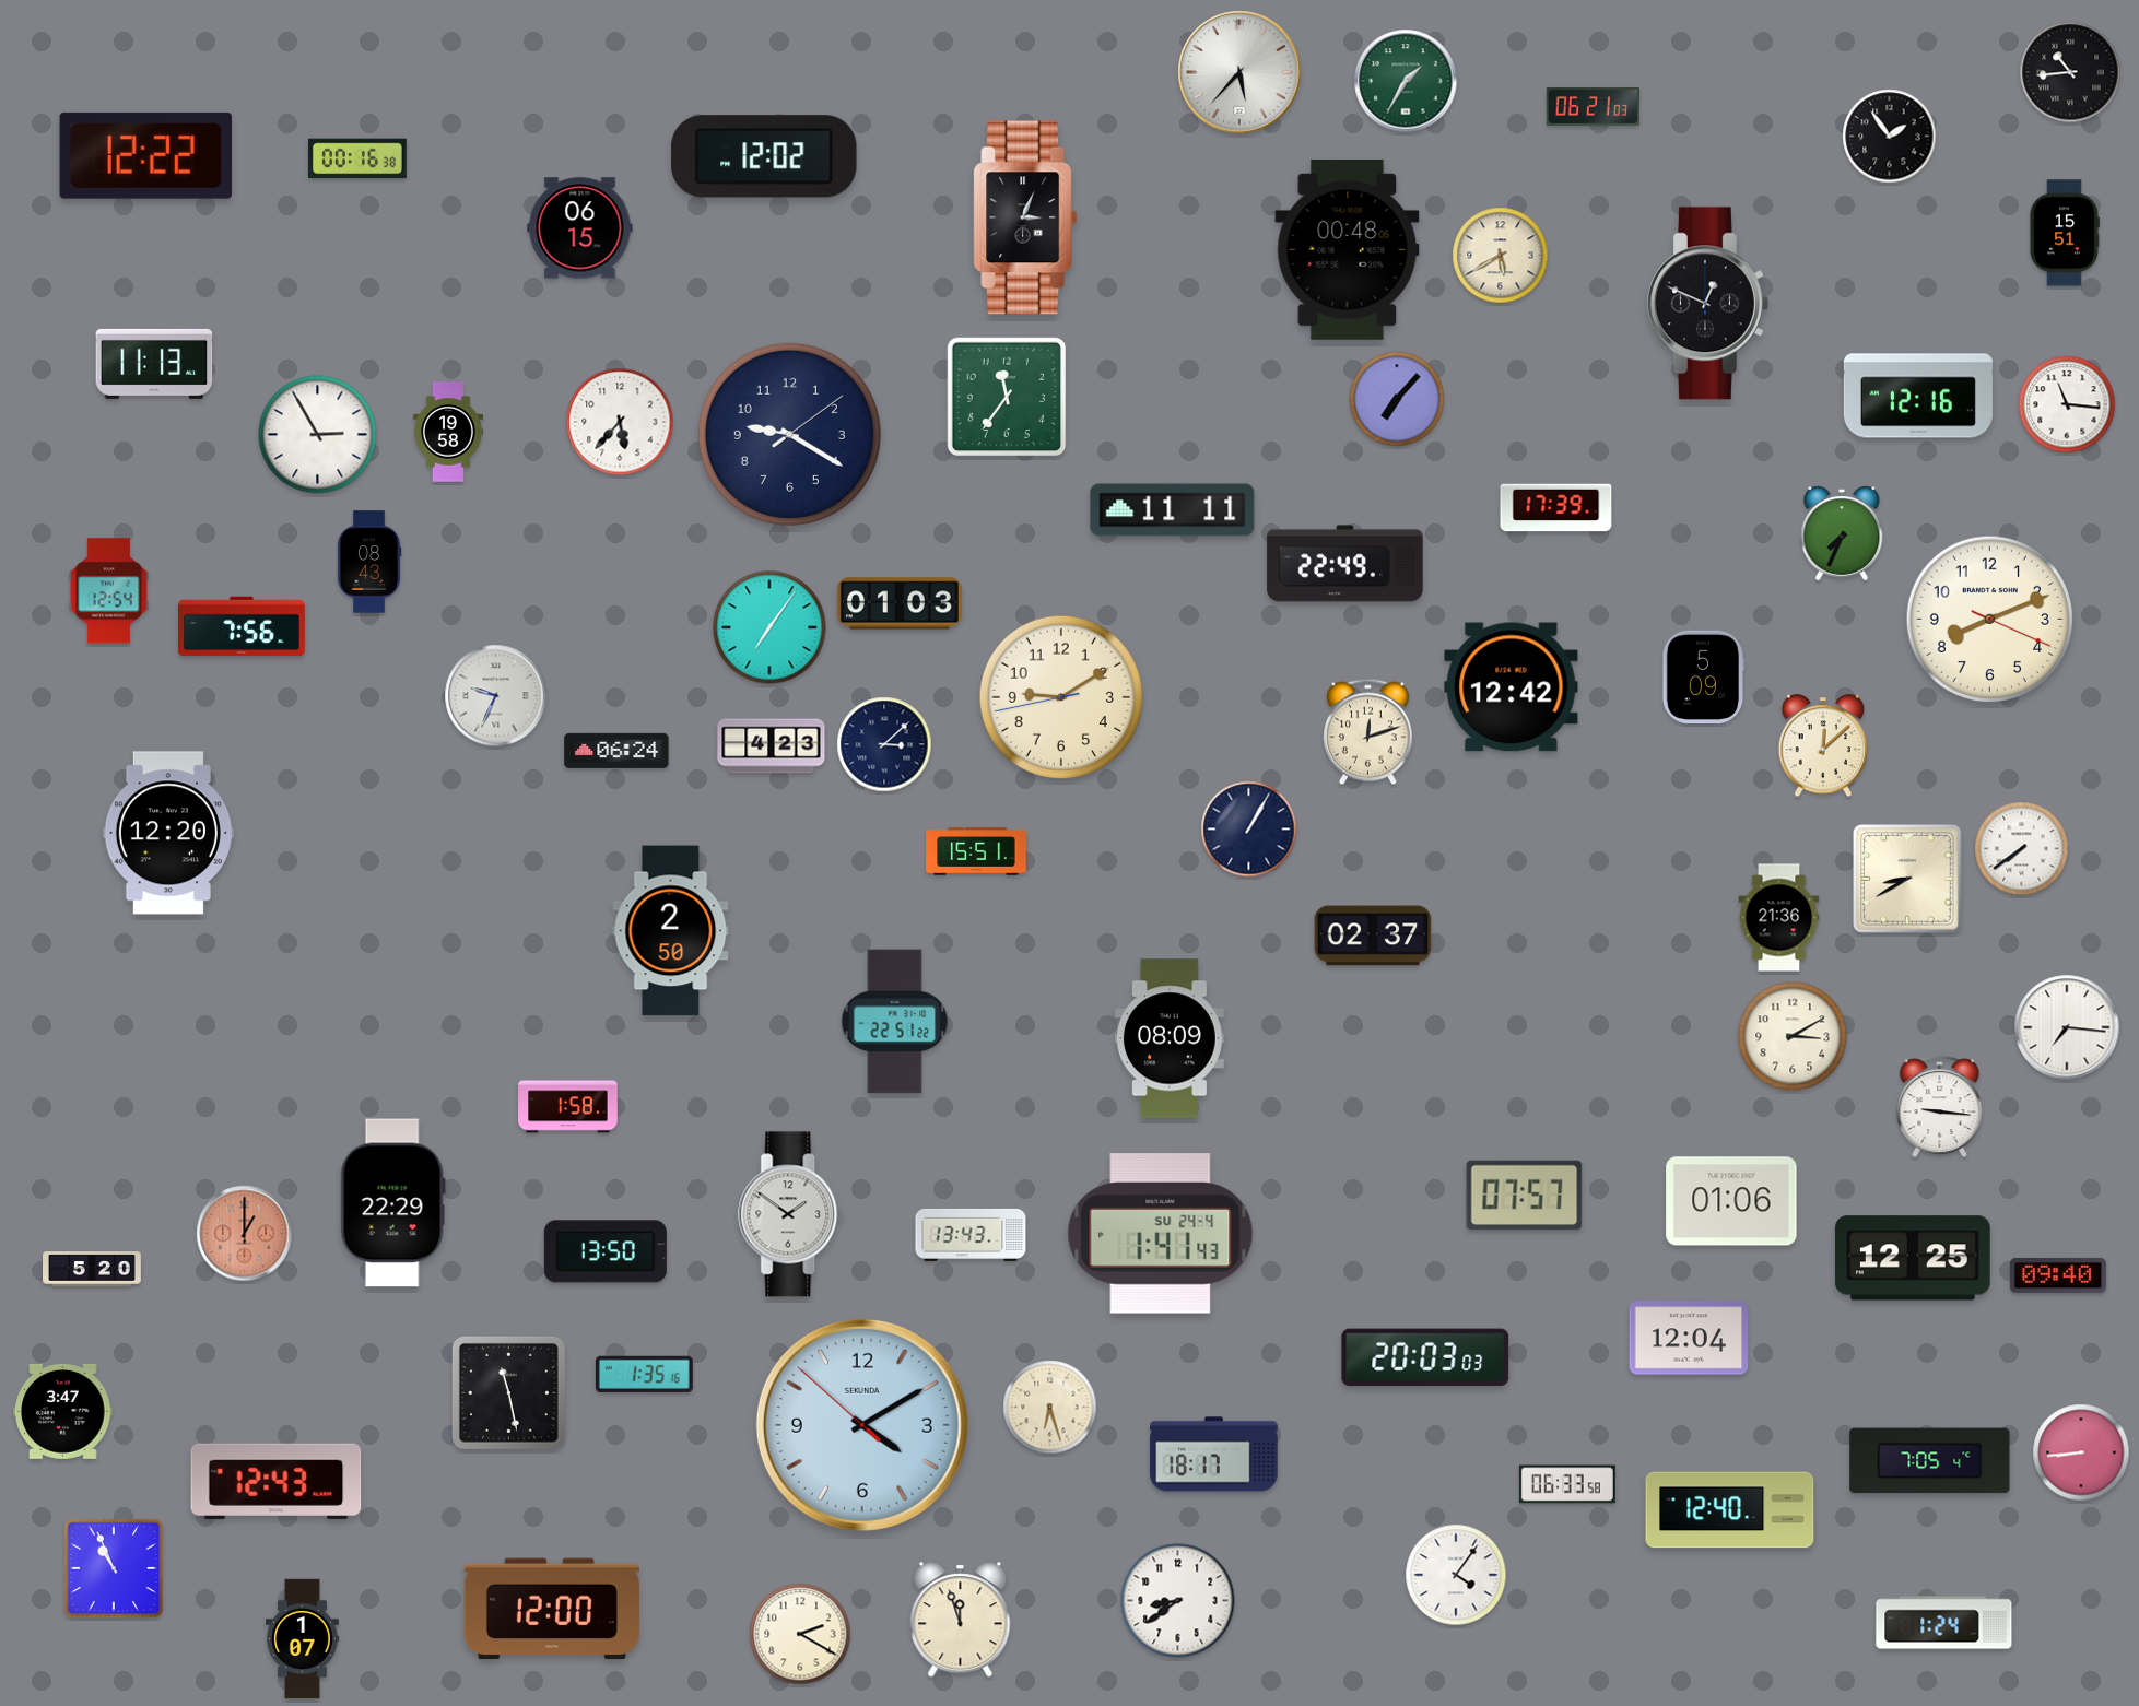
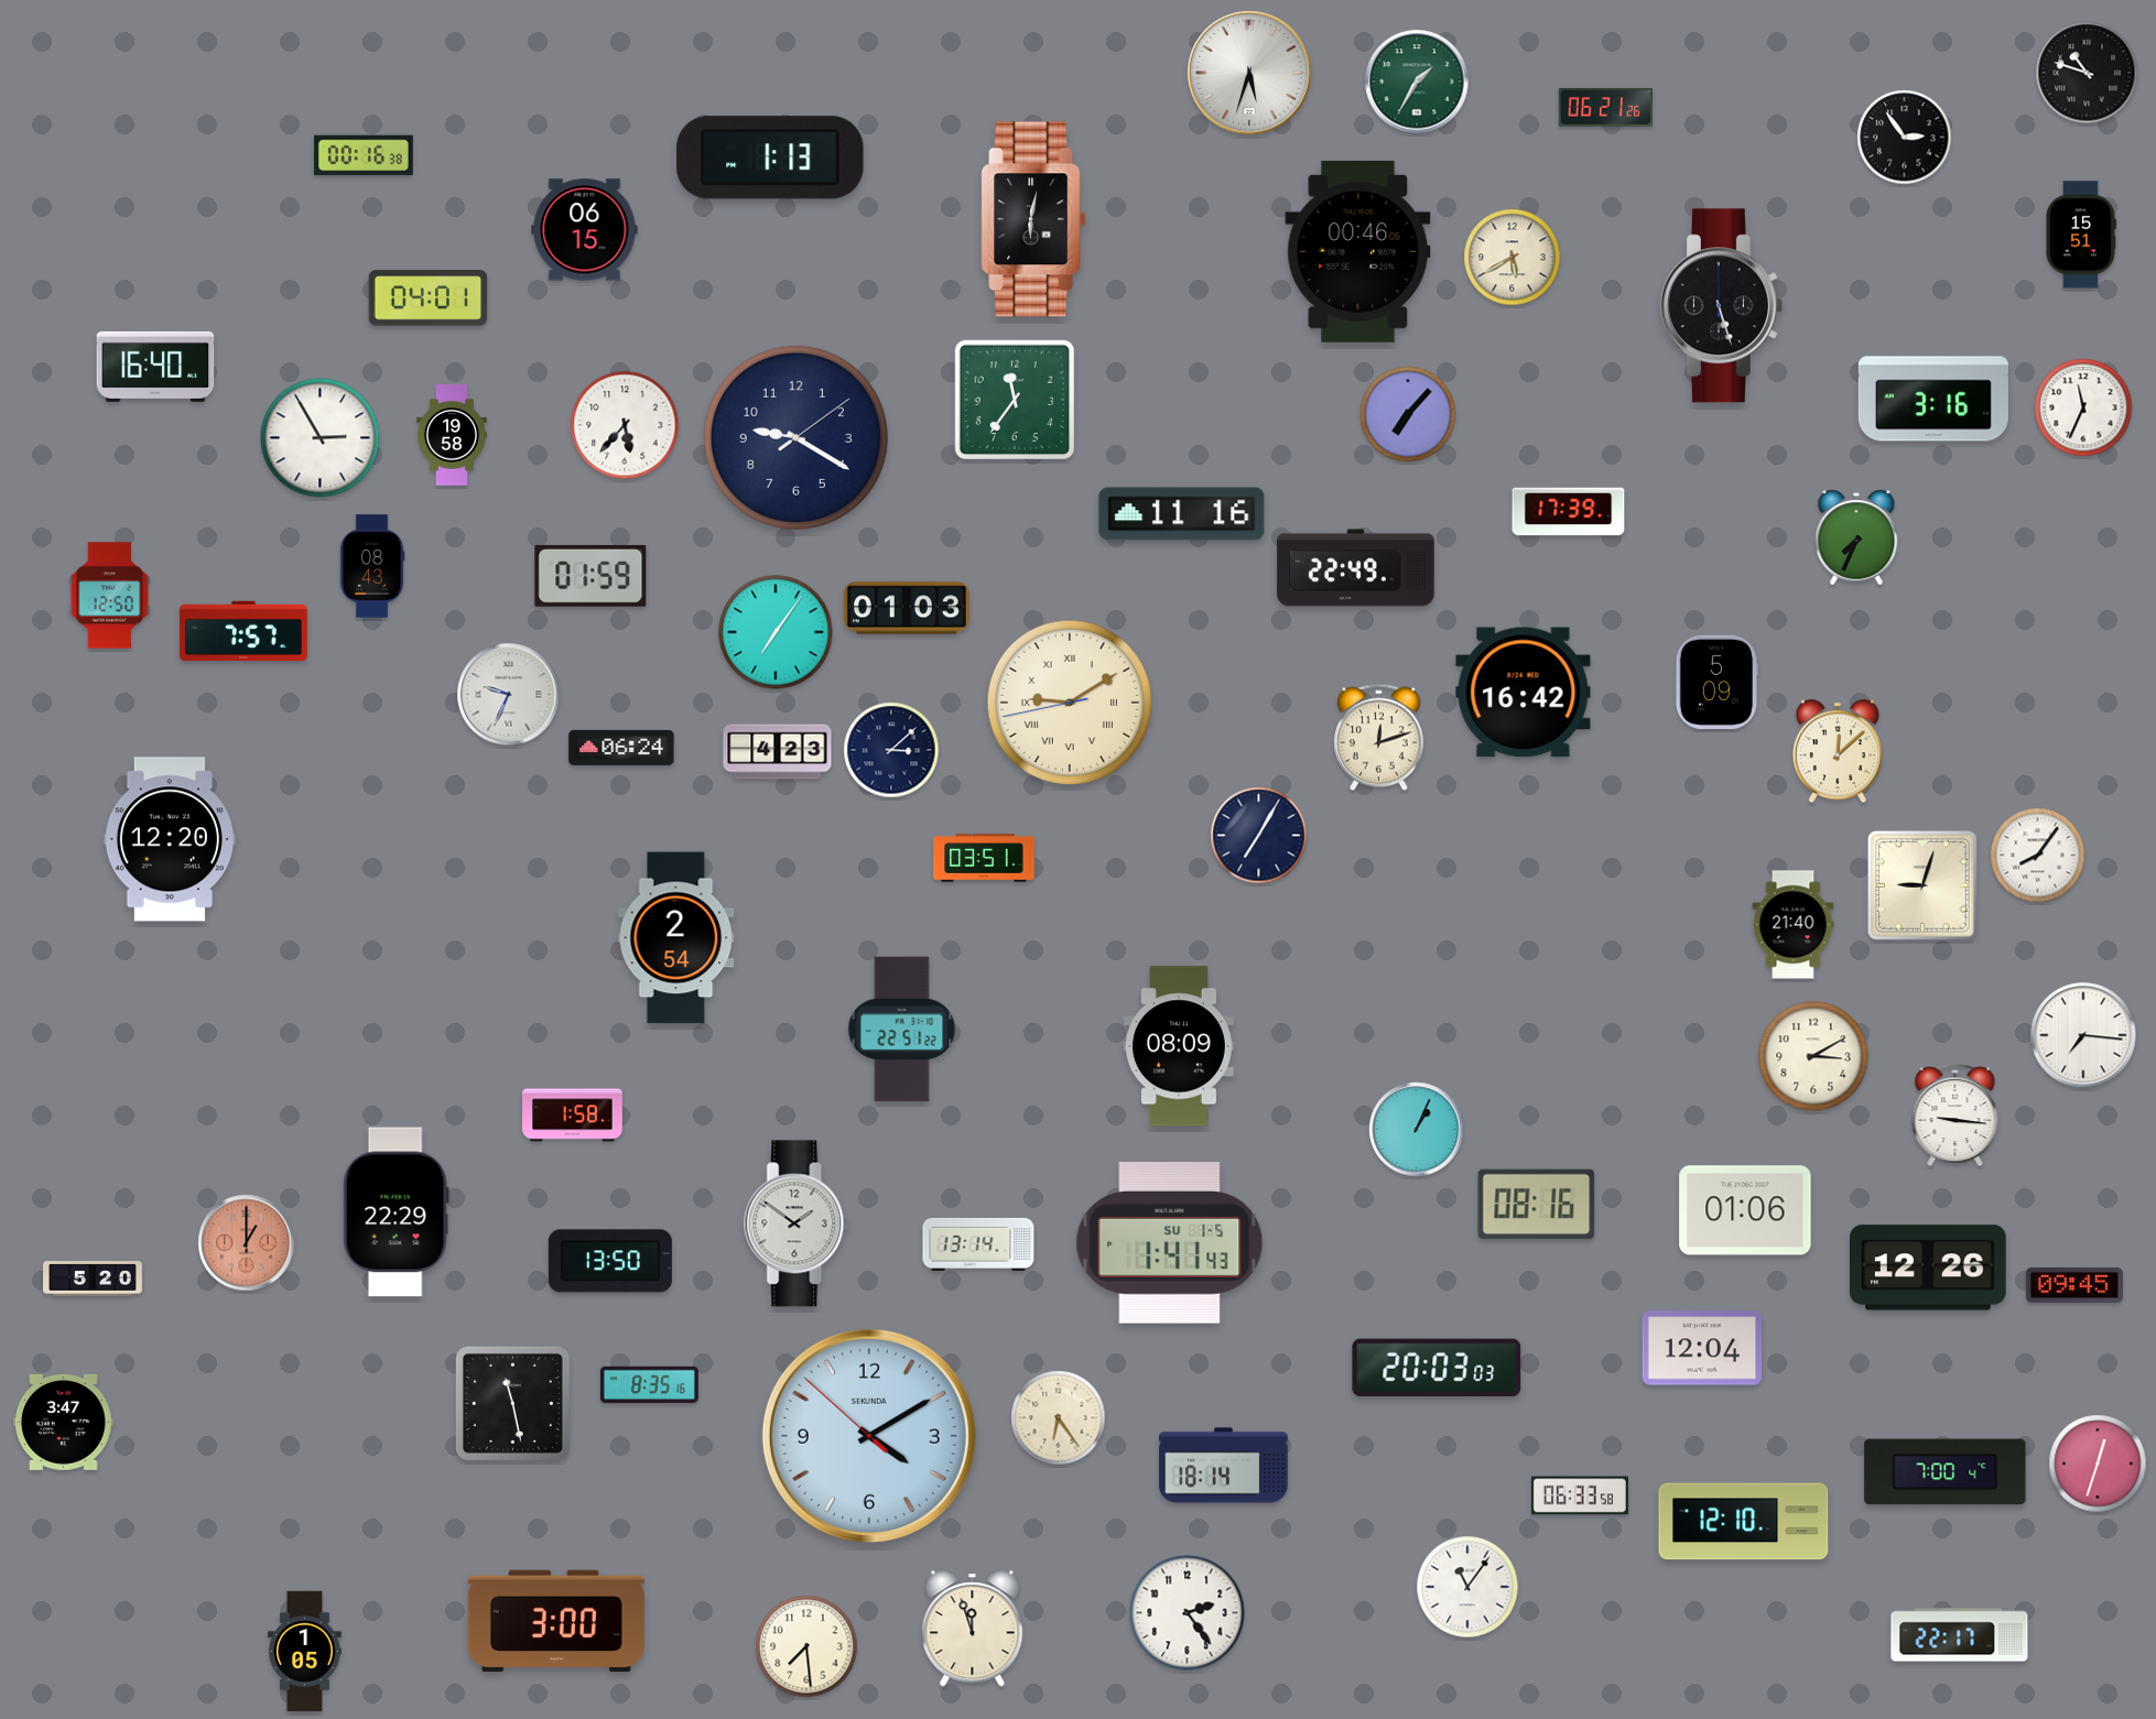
clock at (1239, 72): 5:37 -> 5:33
clock at (2070, 72): 10:44 -> 10:48
clock at (1593, 106): 06:21:03 -> 06:21:26
clock at (1890, 137): 1:54 -> 2:54
clock at (145, 155): 12:22 -> none
clock at (764, 156): 12:02 -> 1:13
clock at (357, 158) position: (357, 158) -> (364, 155)
clock at (1025, 217): 3:04 -> 6:02
clock at (1348, 249): 00:48 -> 00:46
clock at (429, 298): none -> 04:01
clock at (1707, 304): 12:49 -> 5:27
clock at (154, 364): 11:13 -> 16:40
clock at (1918, 396): 12:16 -> 3:16
clock at (1397, 399) position: (1397, 399) -> (1408, 414)
clock at (2067, 404): 11:16 -> 11:34
clock at (1173, 510): 11:11 -> 11:16
clock at (591, 576): none -> 01:59
clock at (109, 591): 12:54 -> 12:50
clock at (1989, 619): 8:11 -> none
clock at (242, 626): 7:56 -> 7:57
clock at (1512, 687): 12:42 -> 16:42
clock at (496, 696) position: (496, 696) -> (509, 695)
clock at (1061, 697) numerals: Arabic -> Roman
clock at (616, 751) position: (616, 751) -> (621, 748)
clock at (1249, 830): 1:05 -> 7:05
clock at (2022, 849): 7:39 -> 8:06
clock at (976, 851): 15:51 -> 03:51
clock at (1908, 880): 8:40 -> 9:03
clock at (1779, 918): 21:36 -> 21:40
clock at (671, 931): 2:50 -> 2:54
clock at (1373, 936): 02:37 -> none
clock at (1793, 1036) position: (1793, 1036) -> (1813, 1056)
clock at (1417, 1130): none -> 1:04
clock at (1525, 1196): 07:57 -> 08:16
clock at (1161, 1234) date: SU 24-4 -> SU 1-5
clock at (971, 1235): 13:43 -> 13:14
clock at (1914, 1258): 12:25 -> 12:26
clock at (2058, 1275): 09:40 -> 09:45
clock at (644, 1374): 1:35 -> 8:35
clock at (1050, 1408): 6:27 -> 6:24
clock at (2081, 1452): 8:44 -> 12:33
clock at (1214, 1455): 18:17 -> 18:14
clock at (1930, 1461): 7:05 -> 7:00
clock at (277, 1481): 12:43 -> none
clock at (1730, 1510): 12:40 -> 12:10
clock at (114, 1568): 10:56 -> none
clock at (1456, 1575): 4:06 -> 11:06
clock at (1178, 1601): 8:39 -> 2:24
clock at (552, 1609): 12:00 -> 3:00
clock at (961, 1620) position: (961, 1620) -> (973, 1629)
clock at (1944, 1623): 1:24 -> 22:17
clock at (800, 1634): 2:20 -> 7:29
clock at (302, 1639): 1:07 -> 1:05
